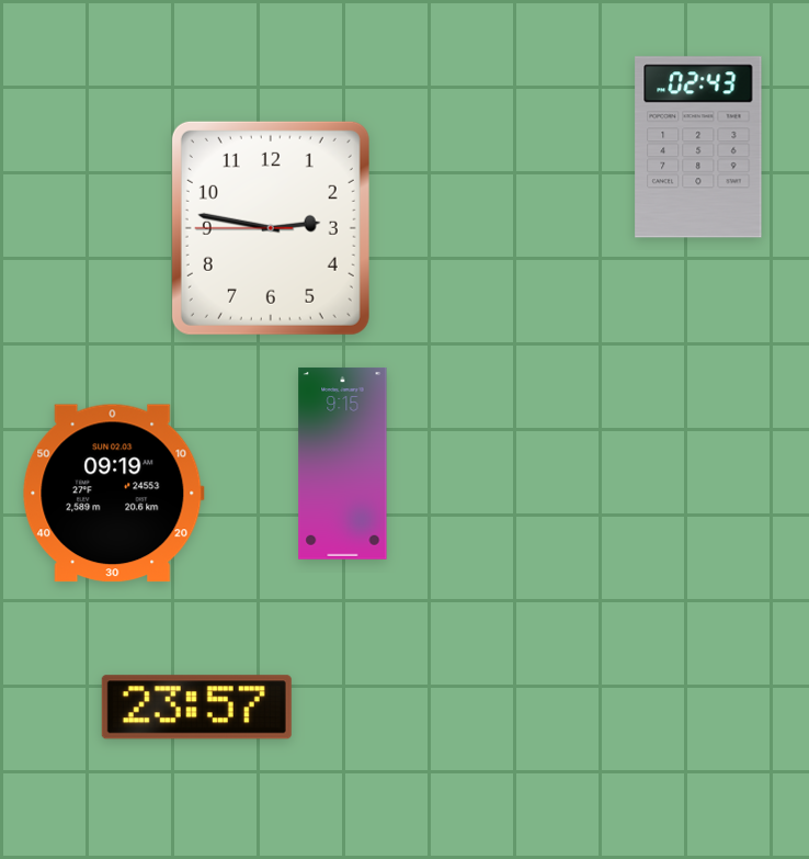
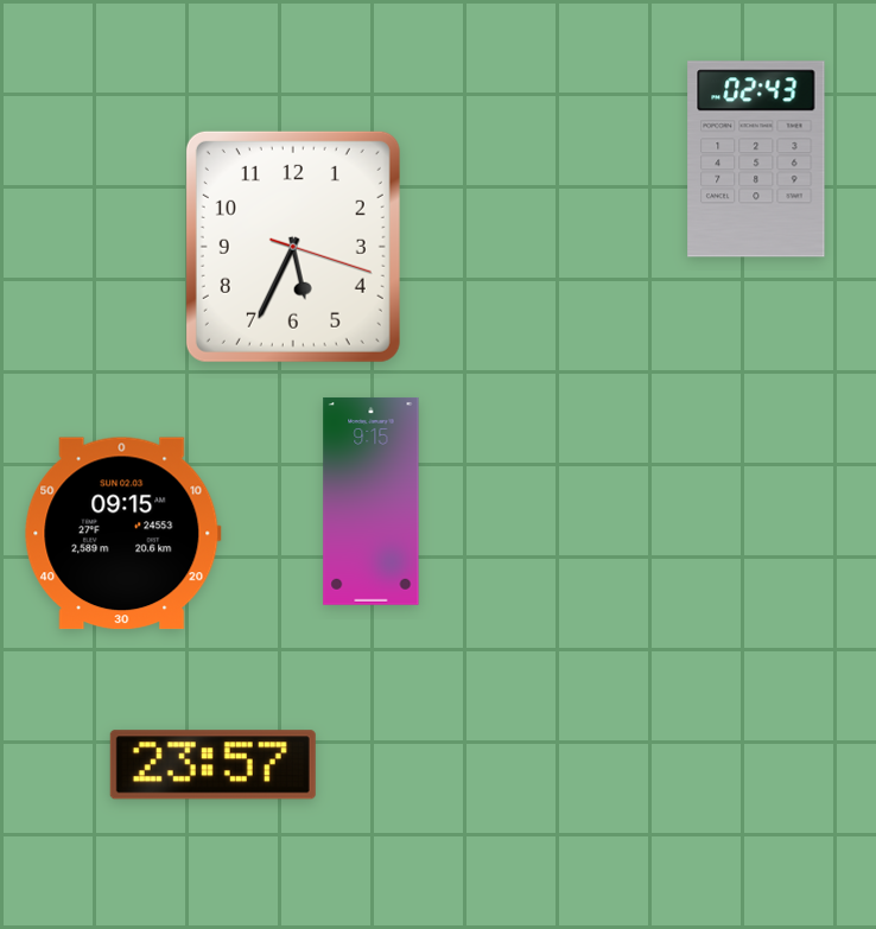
clock at (271, 228): 2:46 -> 5:34
clock at (114, 494): 09:19 -> 09:15
